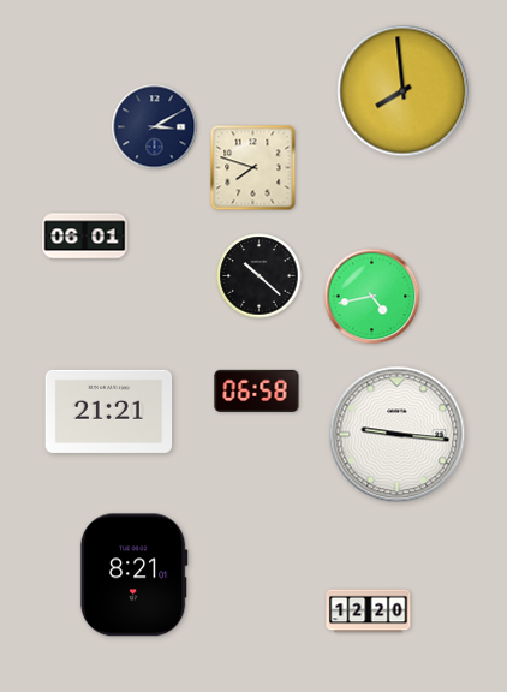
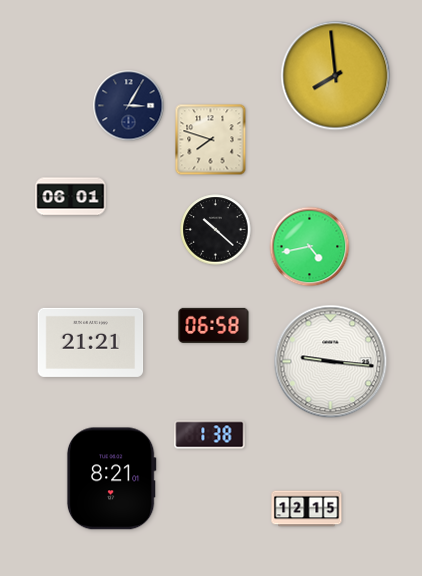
clock at (155, 127): 3:10 -> 3:05
clock at (210, 435): none -> 1:38
clock at (369, 612): 12:20 -> 12:15
